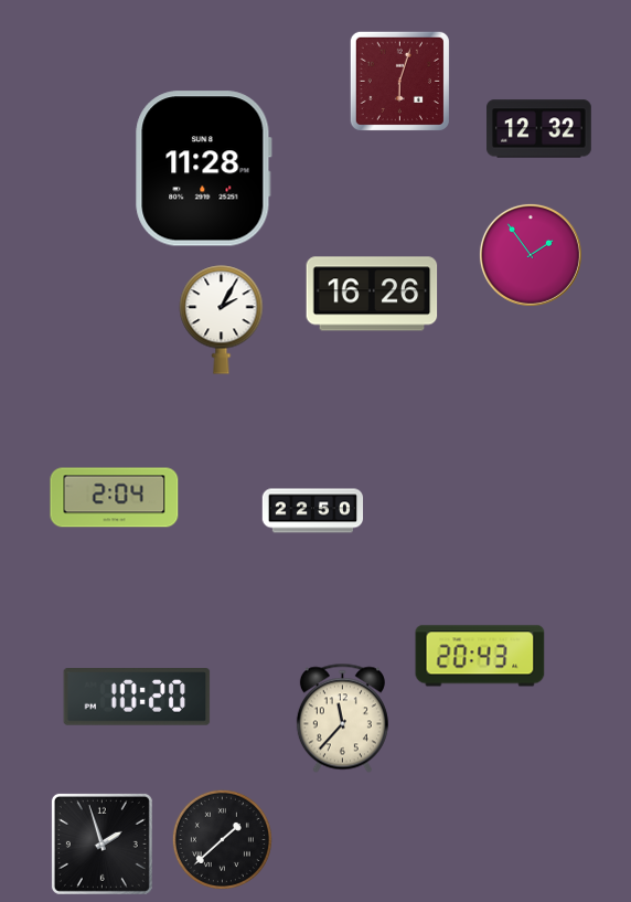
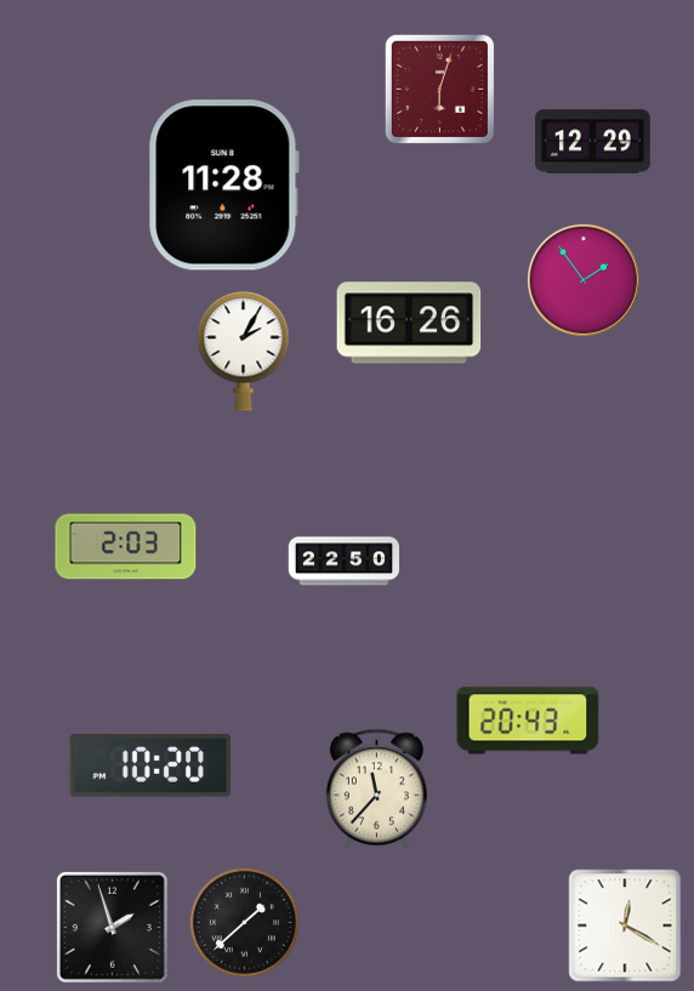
clock at (539, 129): 12:32 -> 12:29
clock at (115, 498): 2:04 -> 2:03
clock at (625, 925): none -> 12:20
